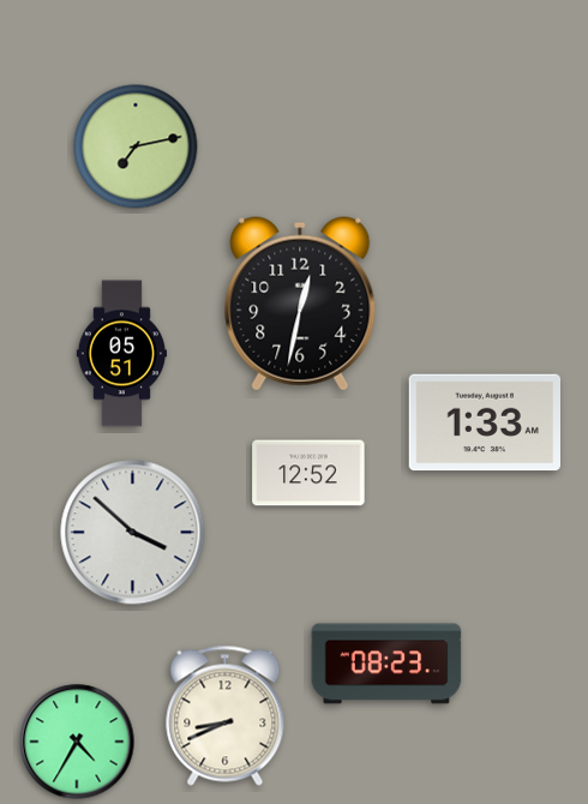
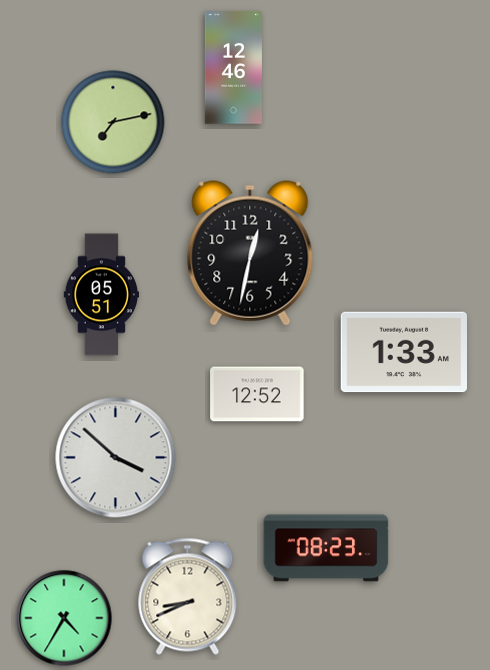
clock at (233, 68): none -> 12:46
clock at (133, 533) position: (133, 533) -> (116, 458)
clock at (386, 664) position: (386, 664) -> (326, 548)
